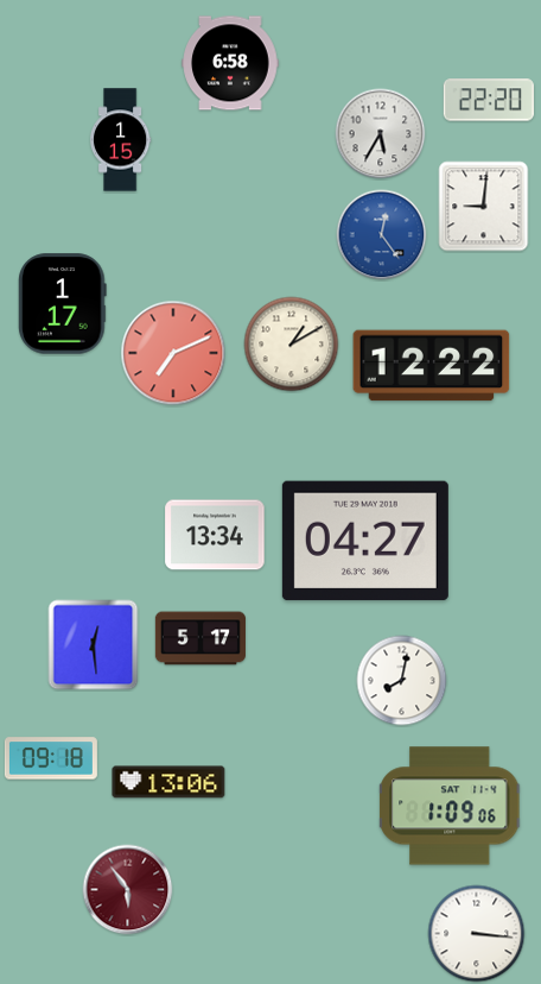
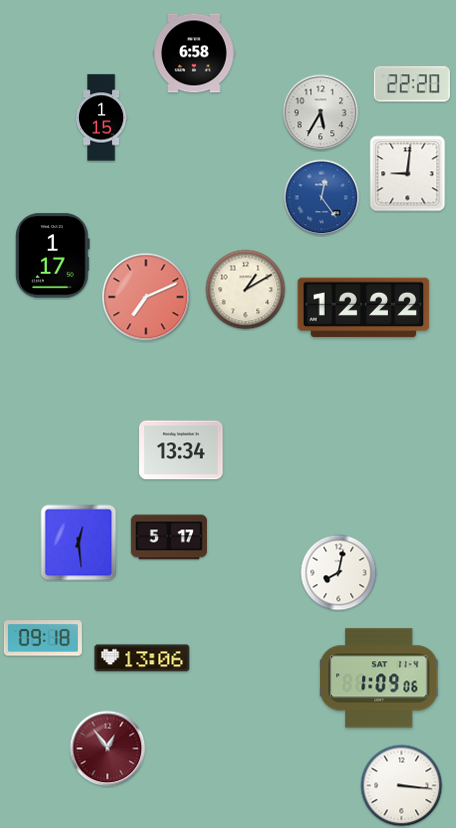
clock at (365, 541): 04:27 -> none
clock at (128, 890): 5:54 -> 12:54
